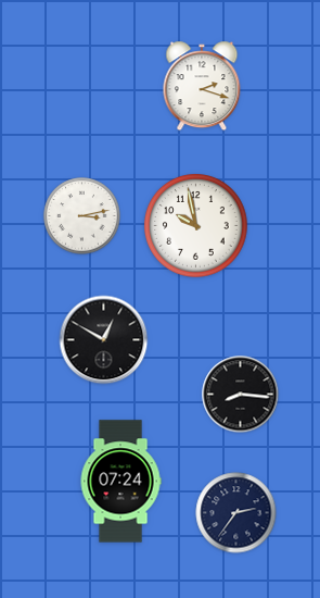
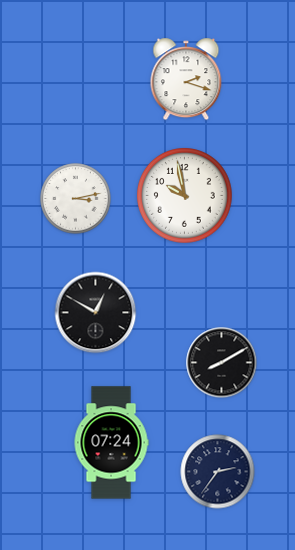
clock at (196, 226) position: (196, 226) -> (185, 196)
clock at (241, 395): 8:16 -> 8:10
